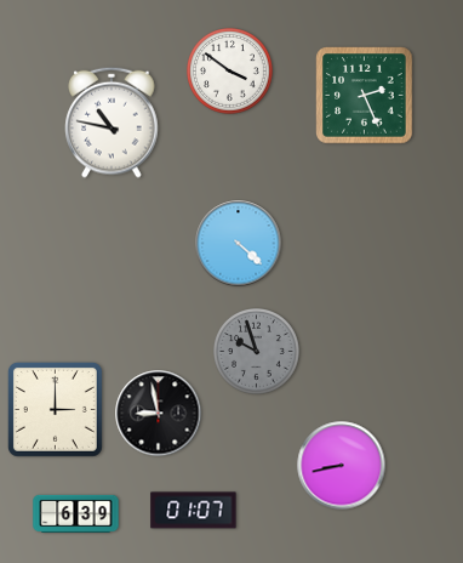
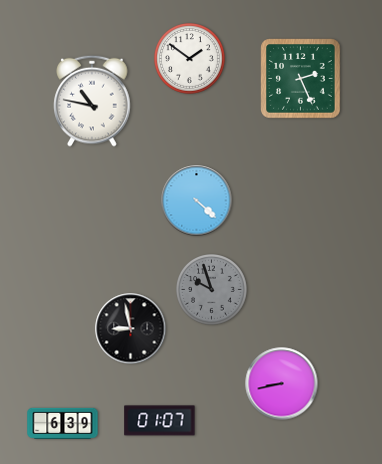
clock at (230, 72): 3:51 -> 1:51
clock at (55, 409): 3:00 -> none
clock at (159, 414) position: (159, 414) -> (131, 329)
